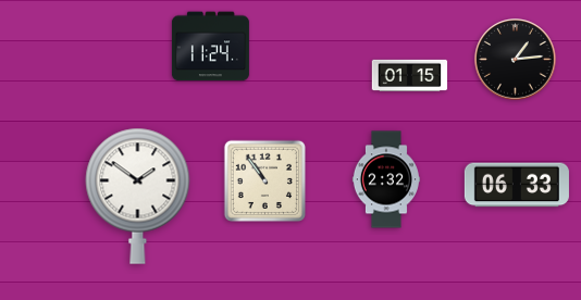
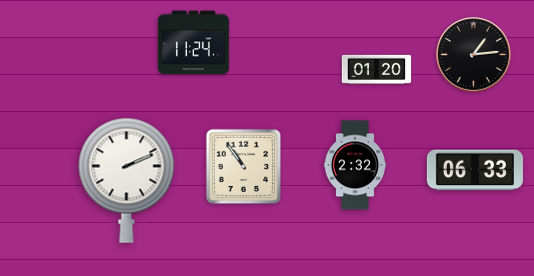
clock at (410, 75): 01:15 -> 01:20
clock at (138, 196): 1:51 -> 2:11
